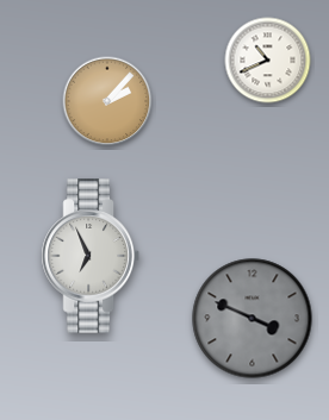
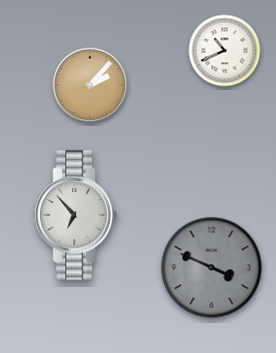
clock at (91, 256): 6:56 -> 6:53
